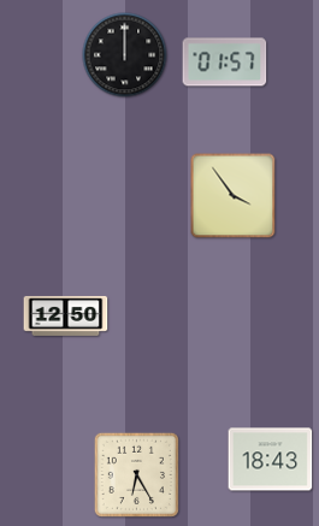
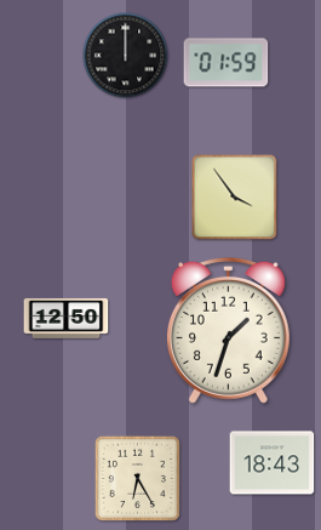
clock at (225, 63): 01:57 -> 01:59
clock at (228, 330): none -> 1:33
